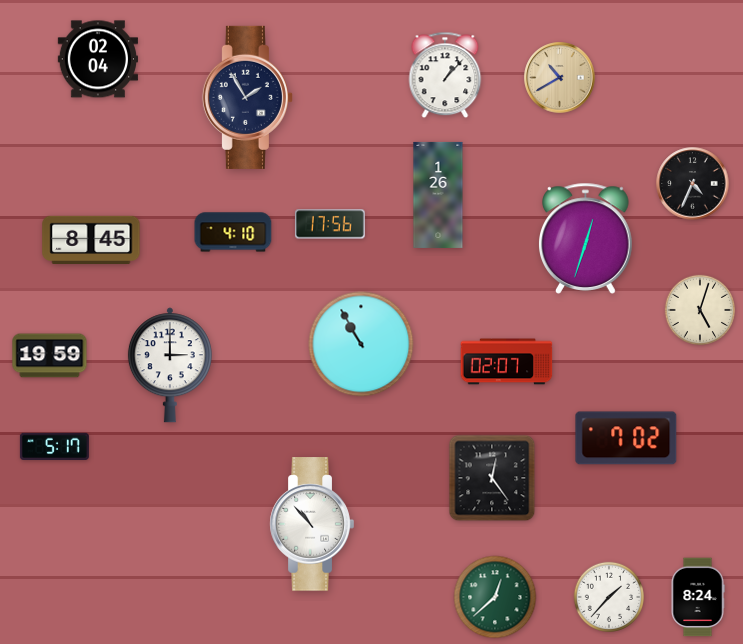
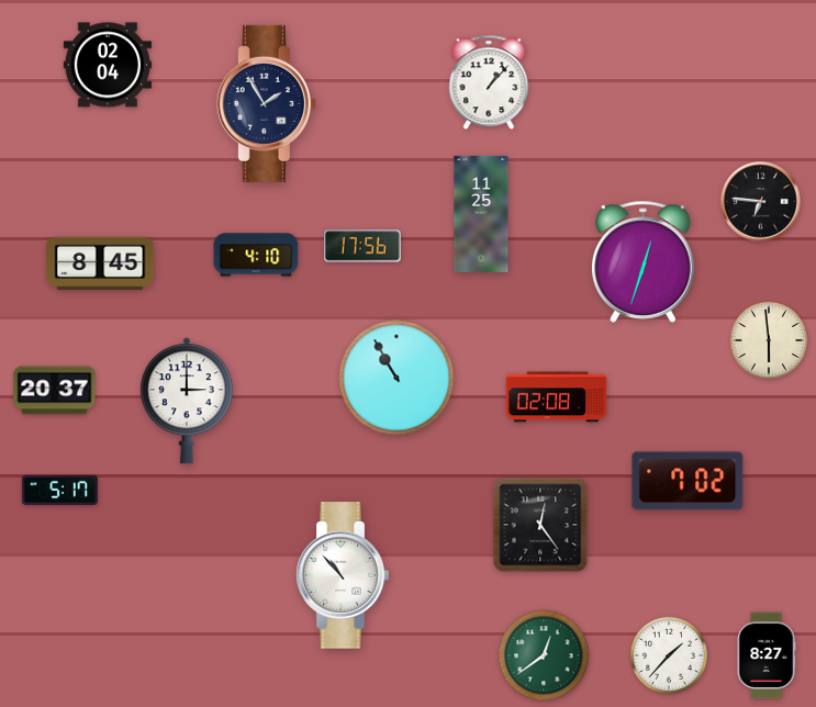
clock at (560, 78): 10:40 -> none
clock at (247, 97) position: (247, 97) -> (266, 103)
clock at (693, 184): 4:34 -> 6:46
clock at (438, 195): 1:26 -> 11:25
clock at (700, 310): 5:03 -> 5:59
clock at (50, 356): 19:59 -> 20:37
clock at (507, 362): 02:07 -> 02:08
clock at (495, 597): 12:38 -> 12:39
clock at (698, 597): 8:24 -> 8:27
